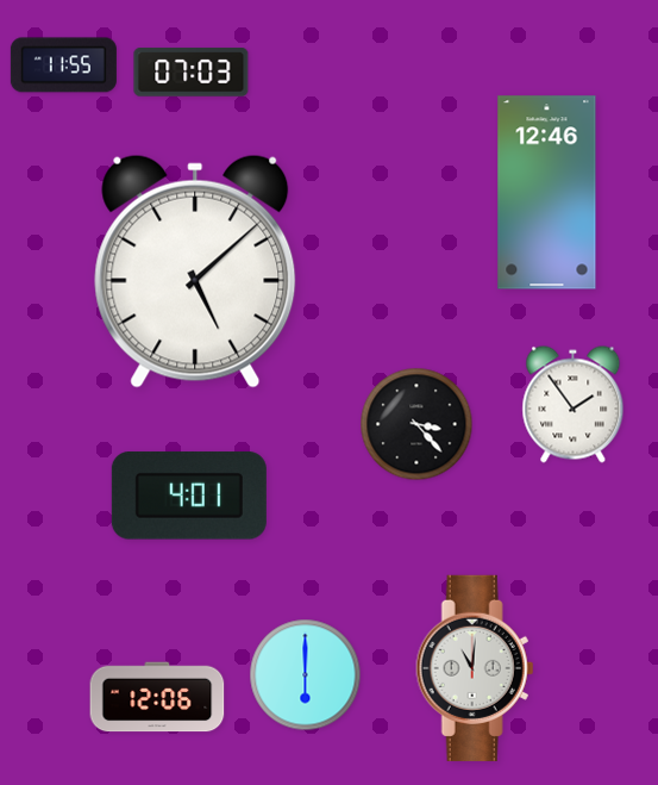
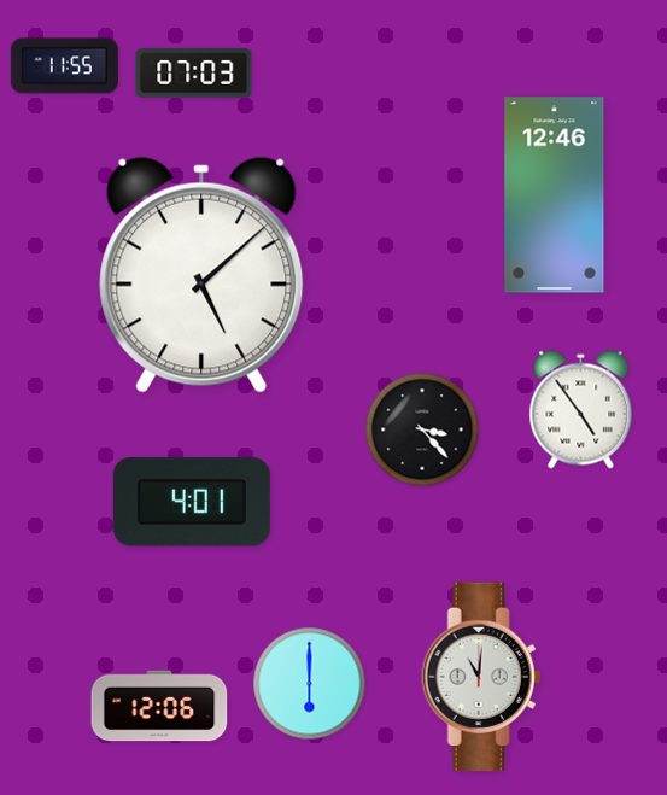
clock at (195, 272) position: (195, 272) -> (201, 275)
clock at (574, 405): 1:54 -> 4:54
